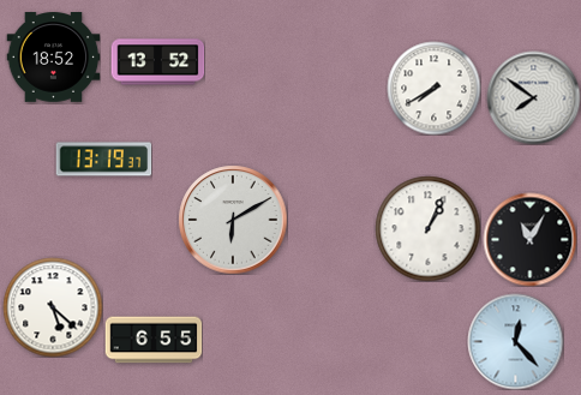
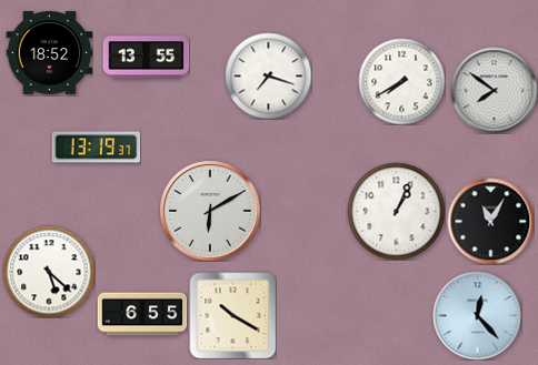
clock at (157, 62): 13:52 -> 13:55
clock at (268, 75): none -> 7:18
clock at (233, 220) position: (233, 220) -> (210, 211)
clock at (53, 307) position: (53, 307) -> (49, 272)
clock at (232, 315): none -> 10:20
